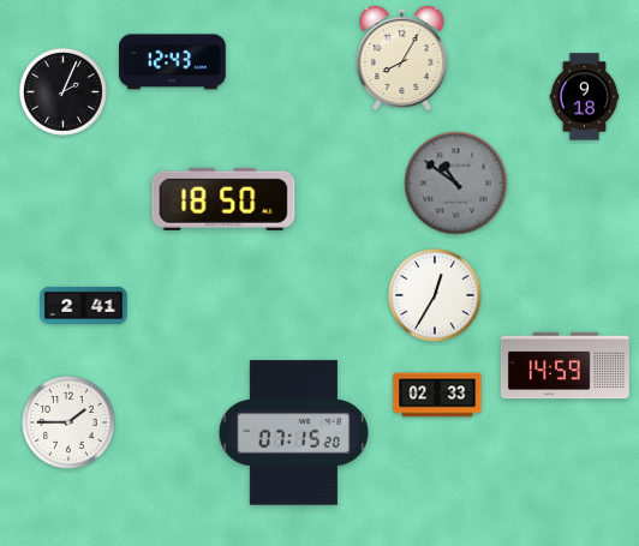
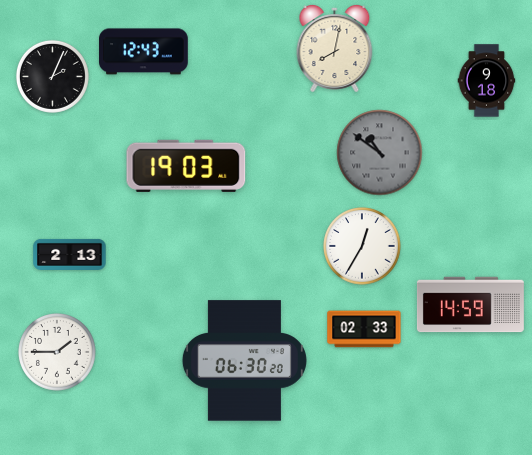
clock at (402, 58): 8:05 -> 8:02
clock at (223, 199): 18:50 -> 19:03
clock at (84, 305): 2:41 -> 2:13
clock at (293, 433): 07:15 -> 06:30
